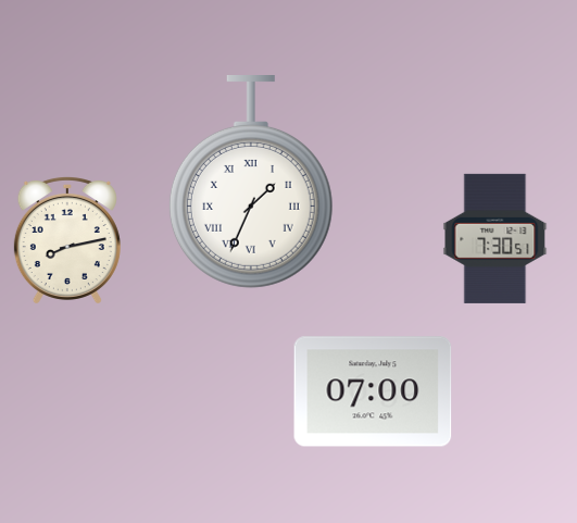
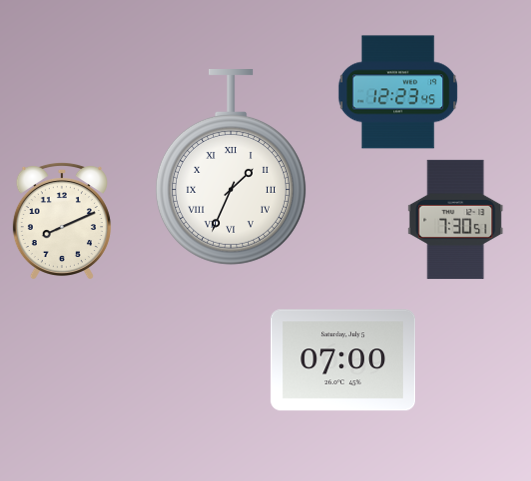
clock at (398, 92): none -> 12:23
clock at (67, 239): 8:13 -> 8:11
